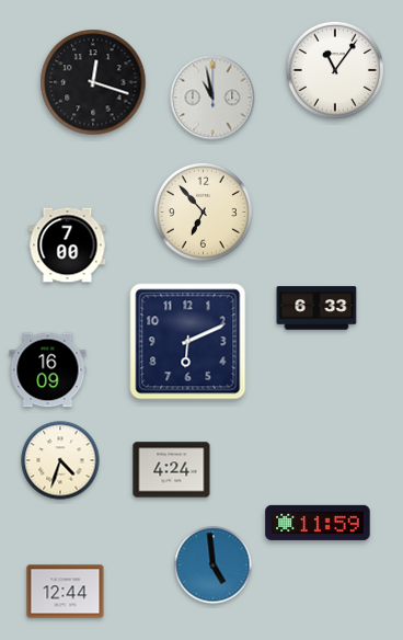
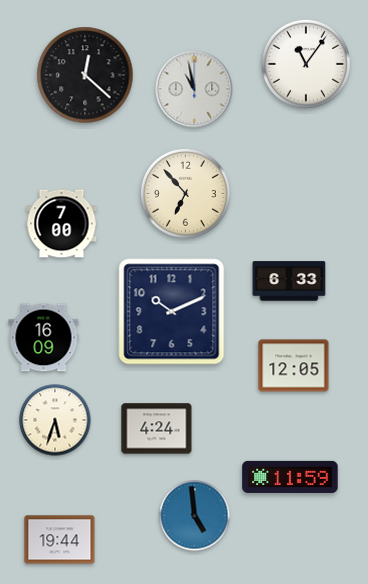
clock at (93, 82): 12:18 -> 12:22
clock at (188, 342): 6:11 -> 10:11
clock at (294, 366): none -> 12:05
clock at (60, 460): 4:33 -> 5:33
clock at (66, 592): 12:44 -> 19:44
